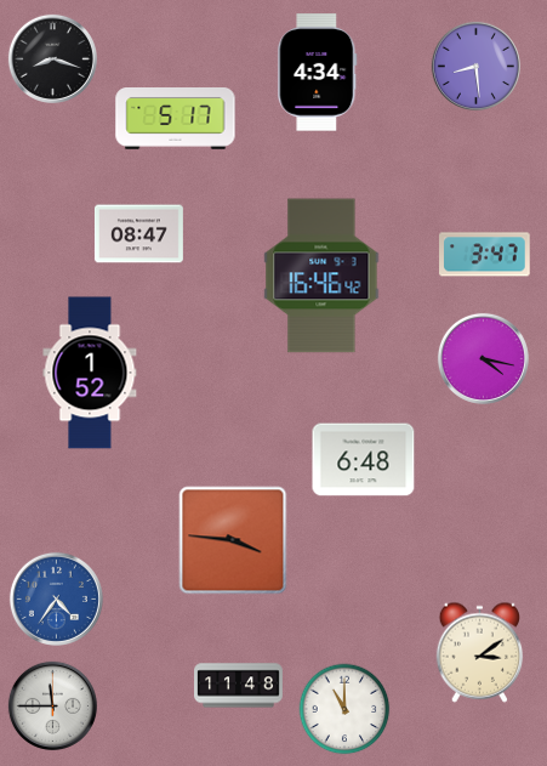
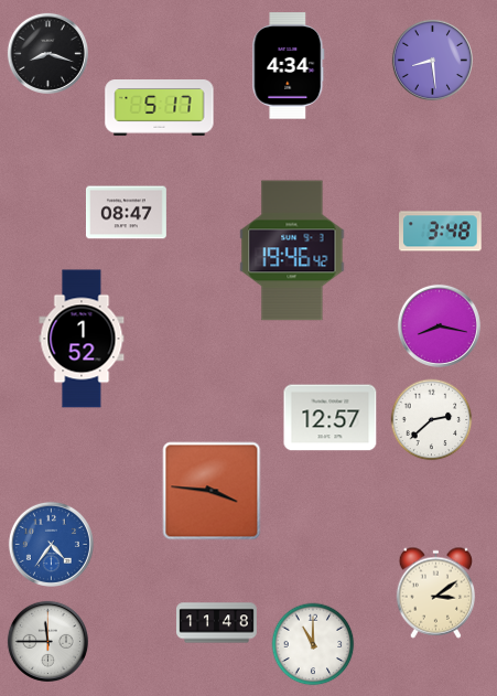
clock at (485, 255): 3:47 -> 3:48
clock at (321, 276): 16:46 -> 19:46
clock at (483, 358): 4:17 -> 8:17
clock at (364, 460): 6:48 -> 12:57
clock at (432, 420): none -> 2:38
